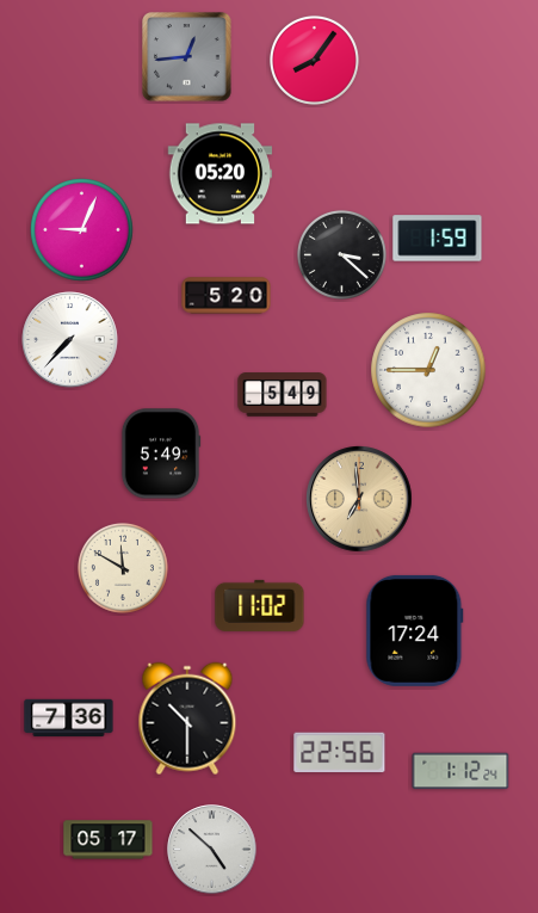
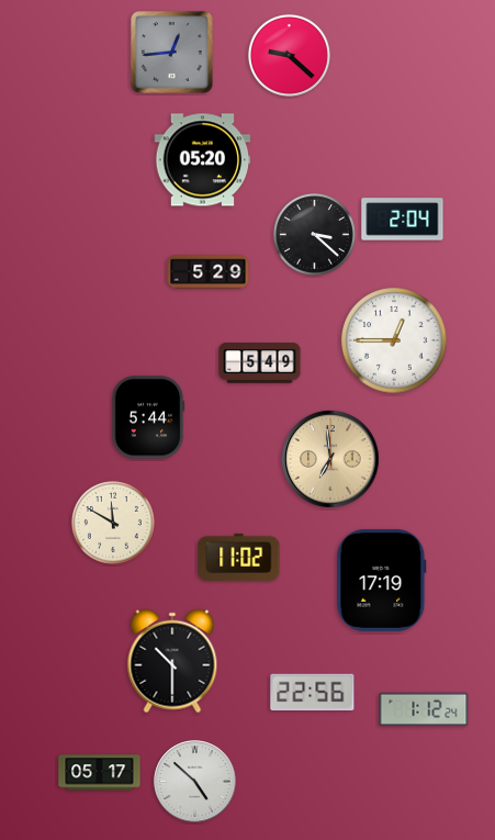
clock at (314, 60): 8:06 -> 9:22
clock at (82, 230): 9:04 -> none
clock at (438, 239): 1:59 -> 2:04
clock at (227, 296): 5:20 -> 5:29
clock at (70, 340): 7:37 -> none
clock at (161, 454): 5:49 -> 5:44
clock at (415, 630): 17:24 -> 17:19
clock at (69, 718): 7:36 -> none
